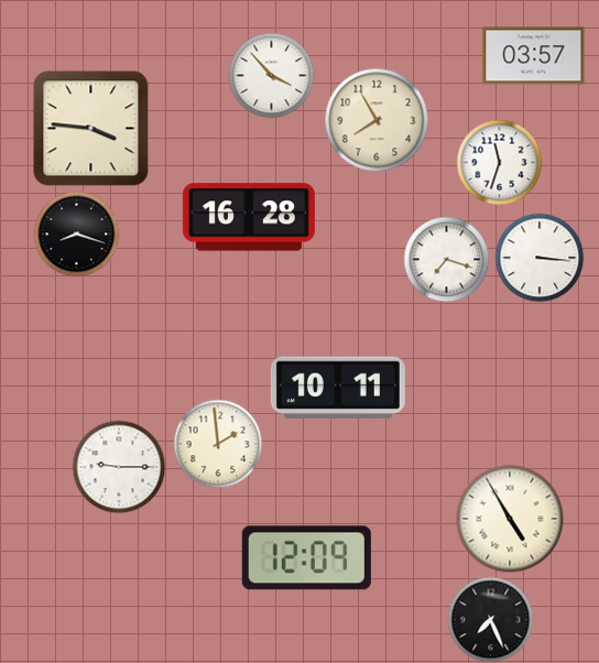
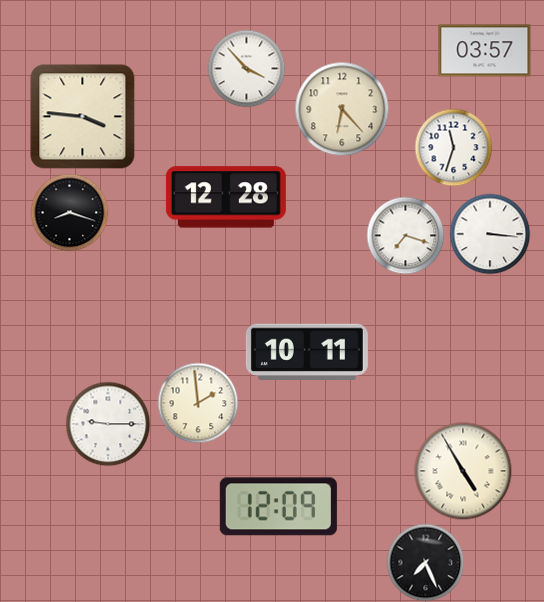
clock at (377, 120): 7:55 -> 6:23
clock at (249, 217): 16:28 -> 12:28
clock at (490, 619) position: (490, 619) -> (425, 562)
